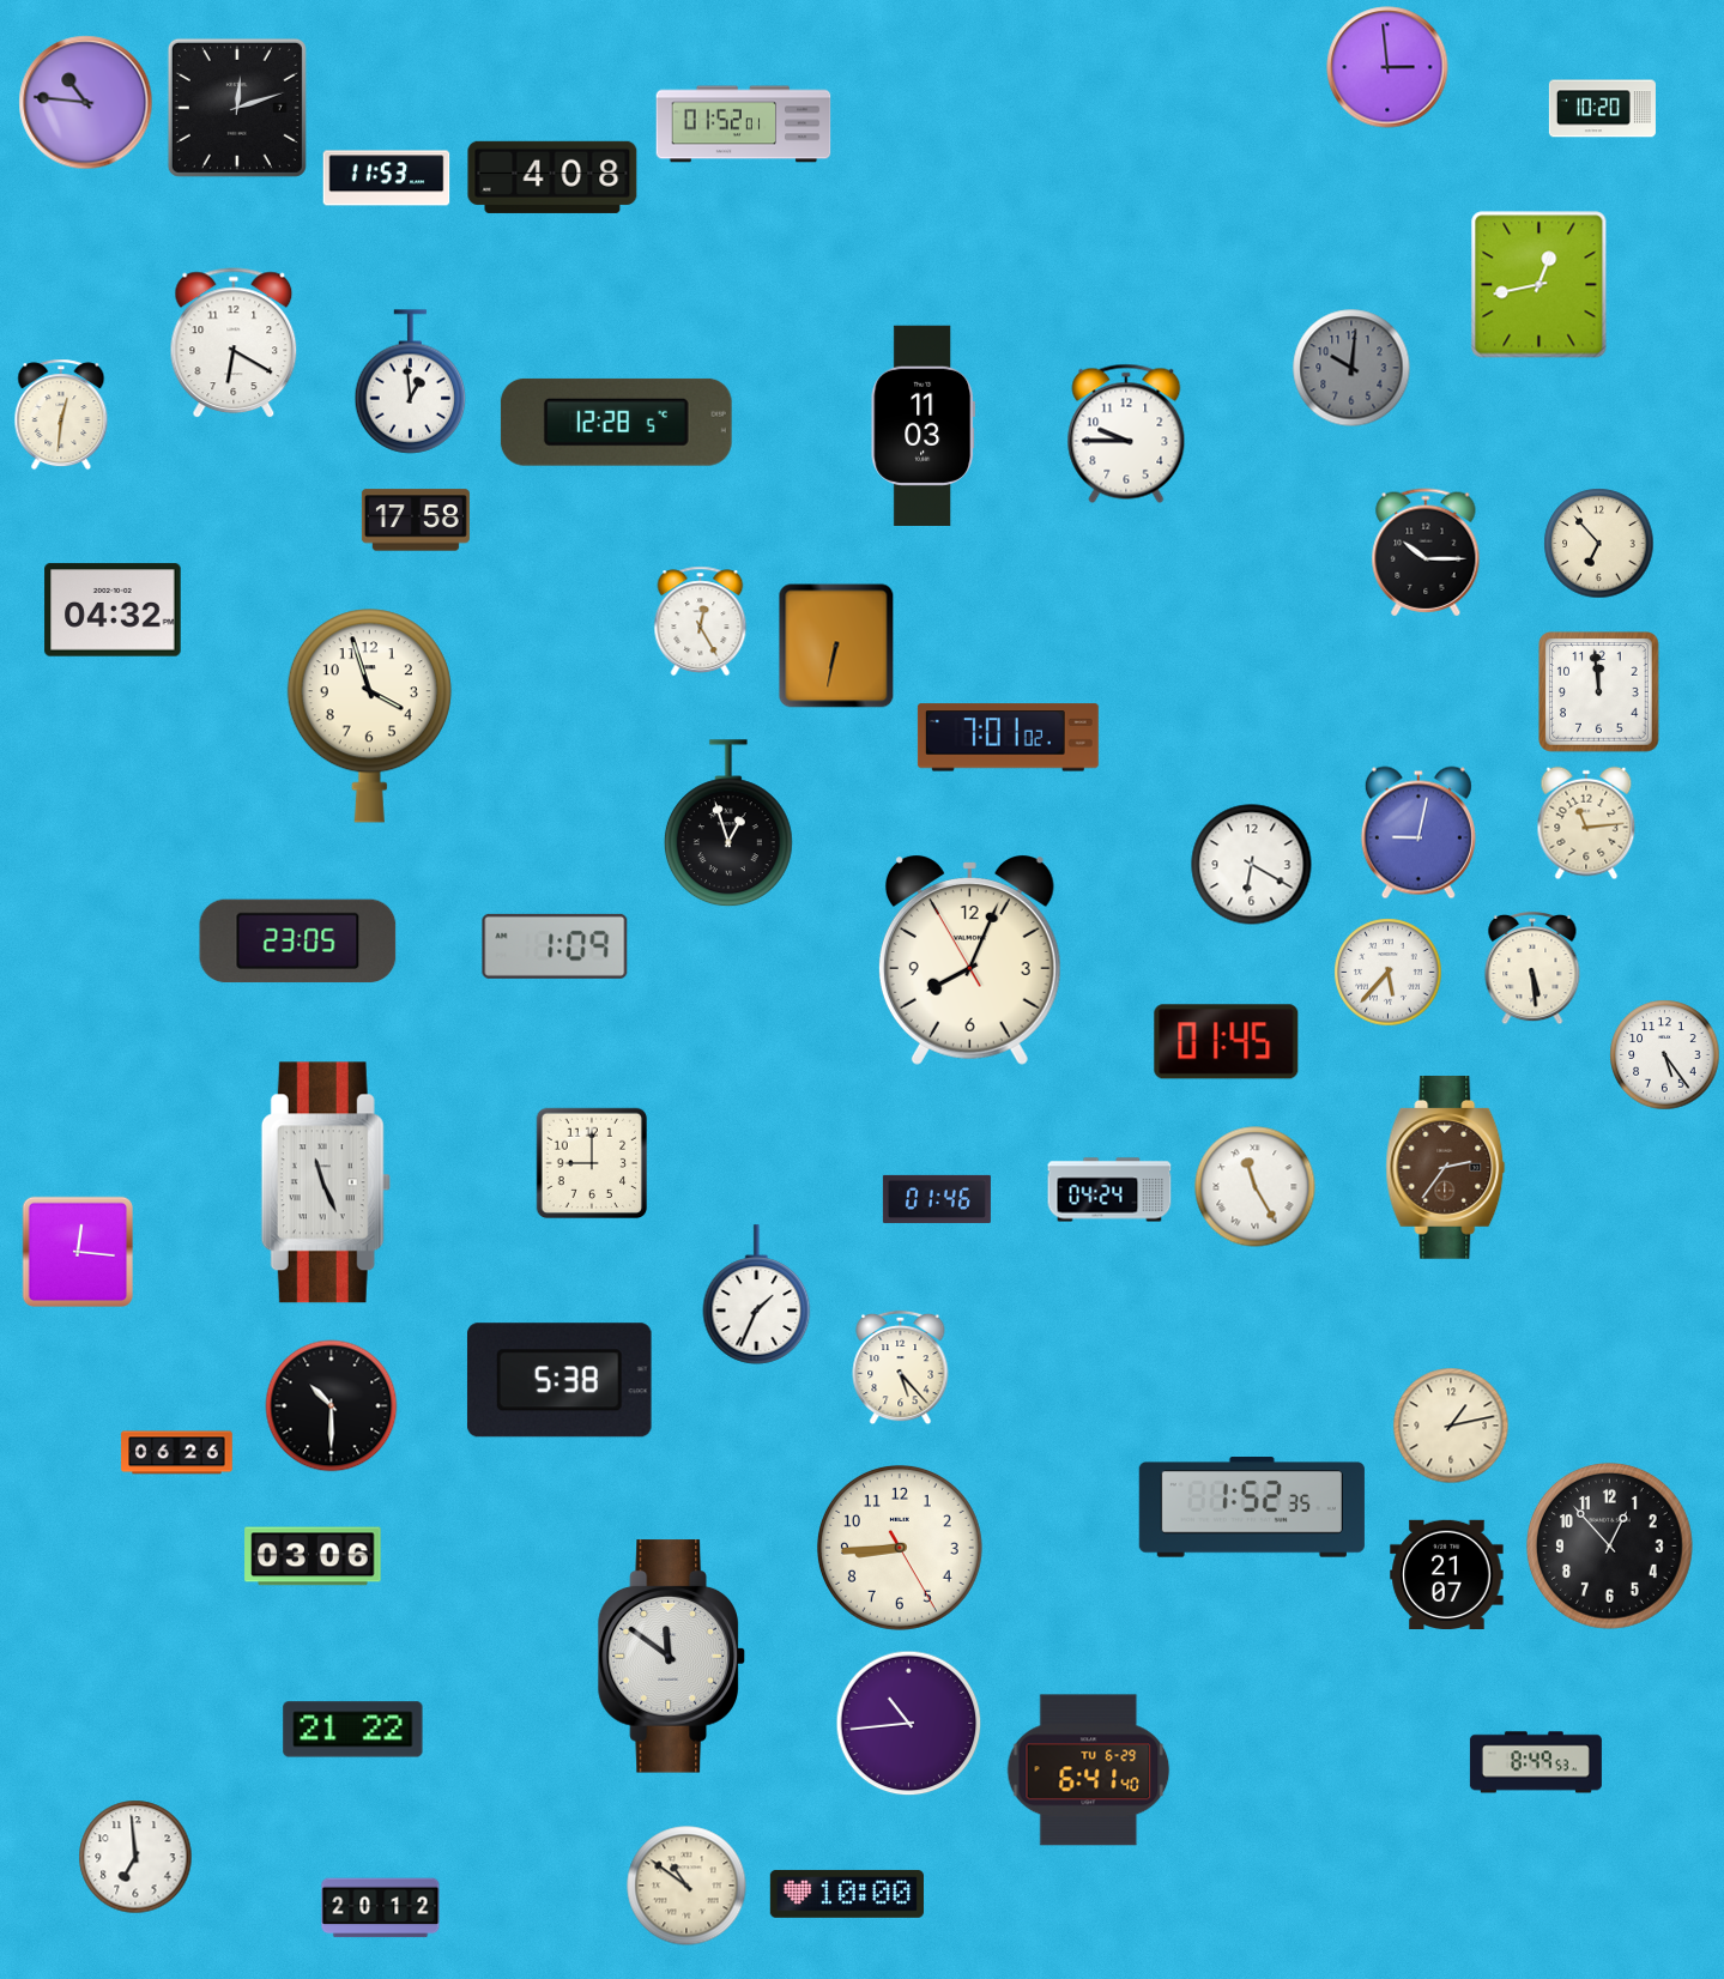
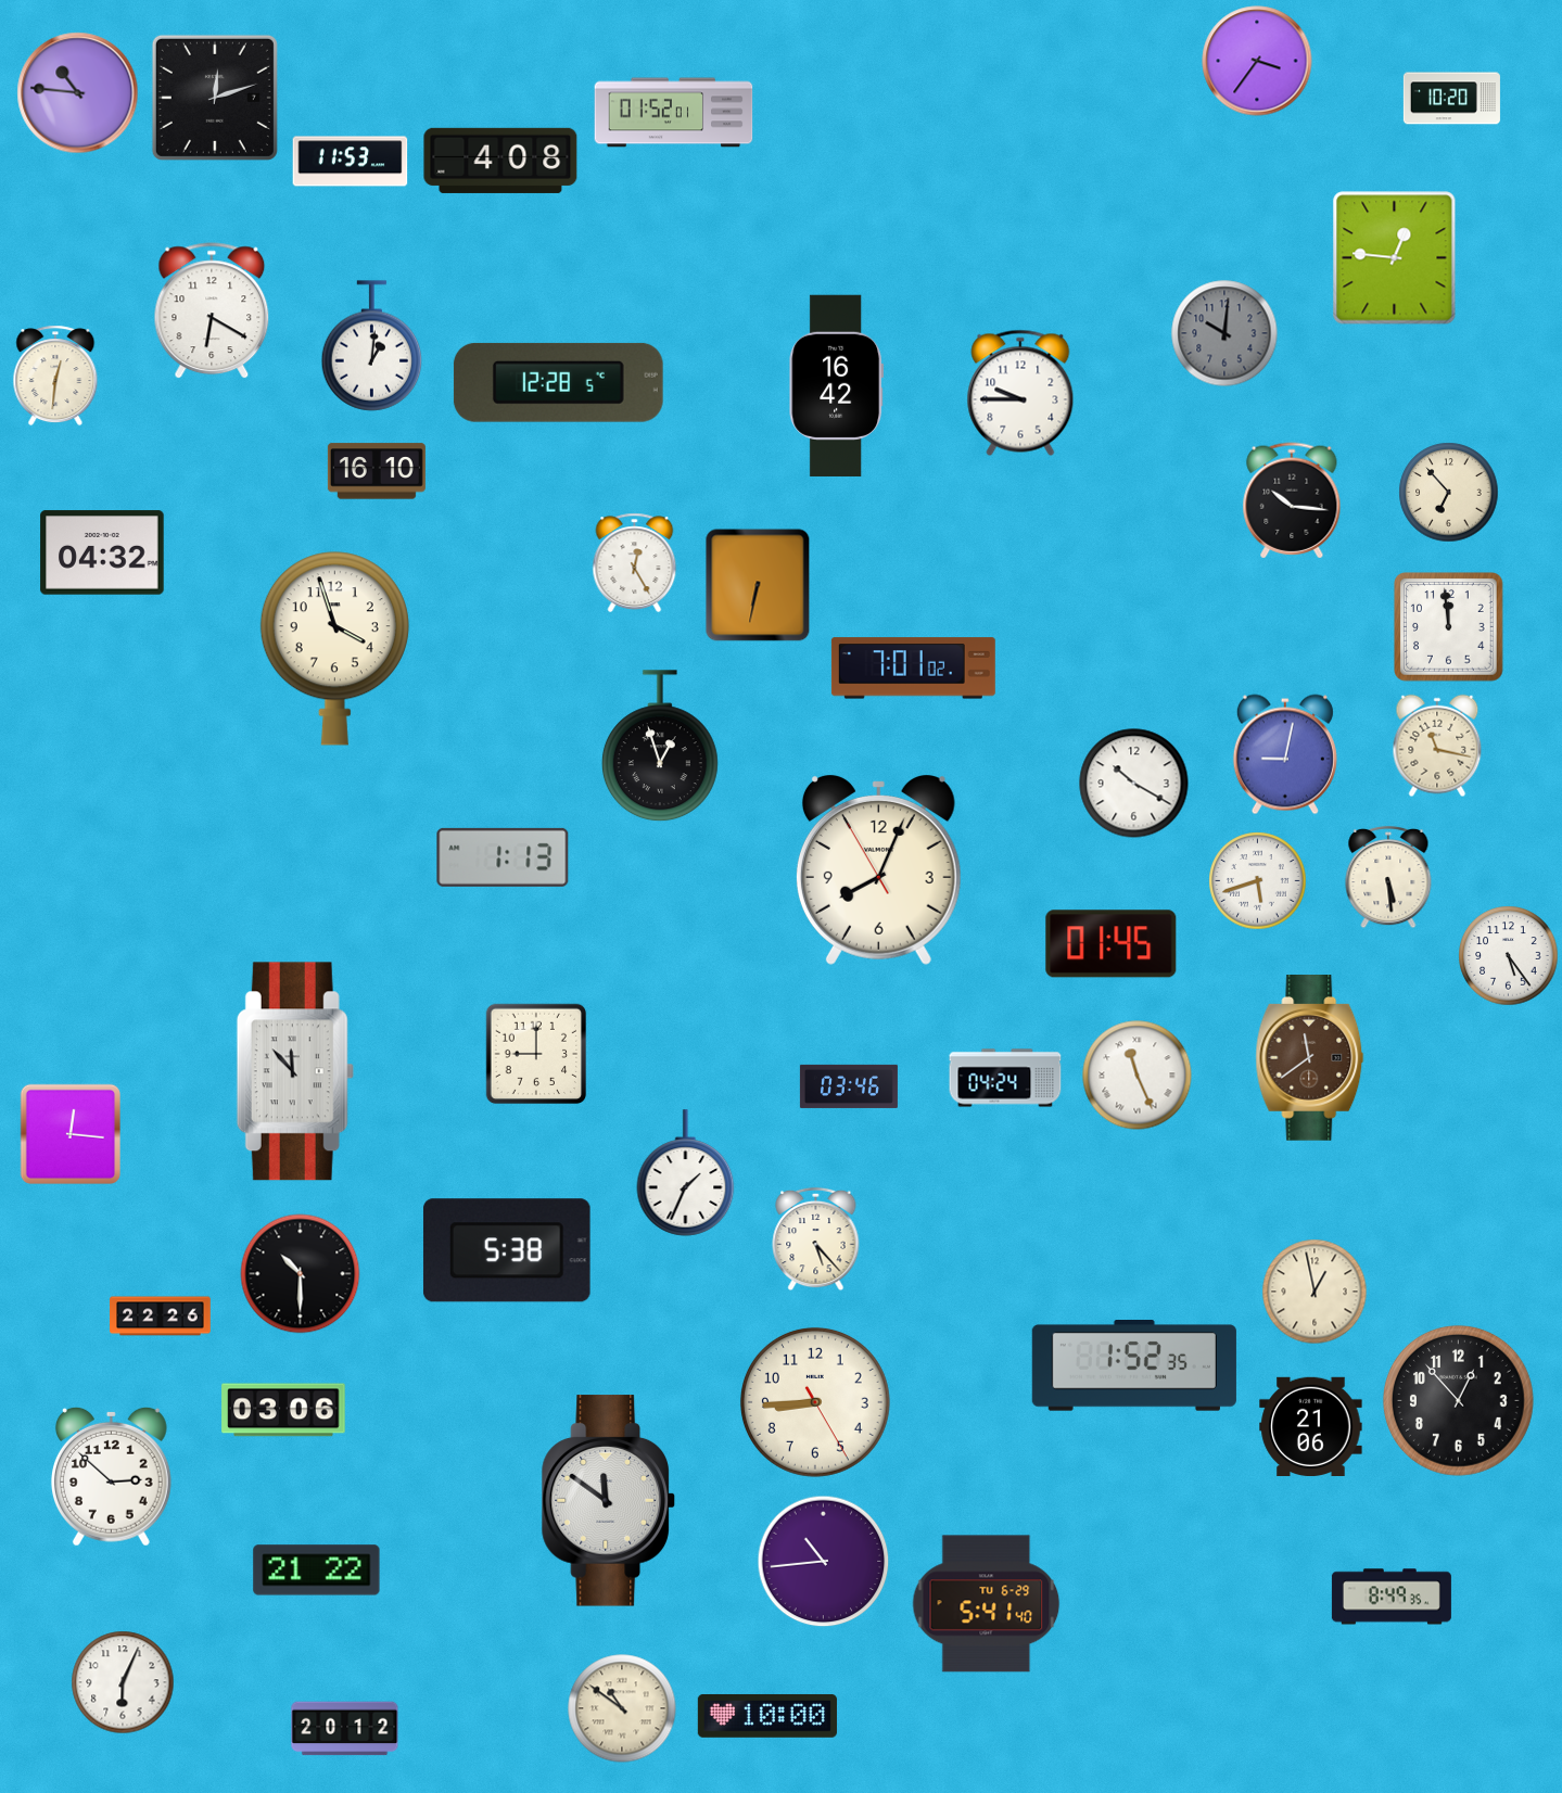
clock at (1387, 67): 2:59 -> 3:36
clock at (1539, 285): 12:43 -> 12:46
clock at (411, 382): 12:59 -> 1:01
clock at (924, 425): 11:03 -> 16:42
clock at (416, 520): 17:58 -> 16:10
clock at (1426, 552): 10:15 -> 10:16
clock at (1586, 823): 11:14 -> 11:17
clock at (1252, 865): 6:20 -> 10:20
clock at (298, 942): 23:05 -> none
clock at (555, 946): 1:09 -> 1:13
clock at (1389, 973): 5:37 -> 5:42
clock at (1446, 1168): 2:36 -> 11:39
clock at (326, 1182): 11:26 -> 11:53
clock at (1256, 1187): 11:25 -> 11:26
clock at (937, 1199): 01:46 -> 03:46
clock at (1451, 1426): 1:13 -> 12:58
clock at (177, 1453): 06:26 -> 22:26
clock at (1447, 1575): 21:07 -> 21:06
clock at (111, 1476): none -> 2:52
clock at (353, 1730) position: (353, 1730) -> (317, 1571)
clock at (1536, 1762): 8:49:53 -> 8:49:35
clock at (1089, 1771): 6:41 -> 5:41
clock at (135, 1857): 6:59 -> 6:04
